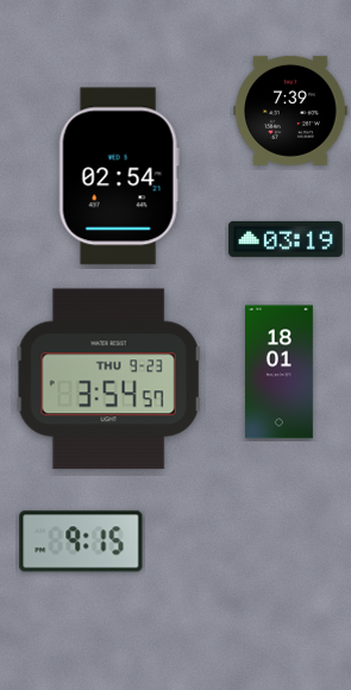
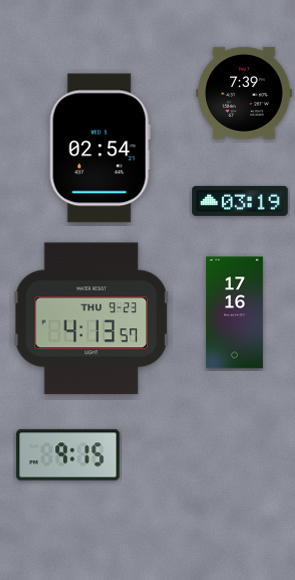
clock at (278, 372): 18:01 -> 17:16
clock at (109, 379): 3:54 -> 4:13
